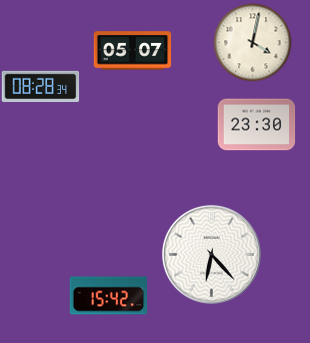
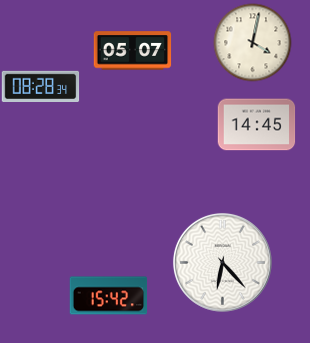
clock at (256, 125): 23:30 -> 14:45
clock at (211, 254) position: (211, 254) -> (222, 262)
